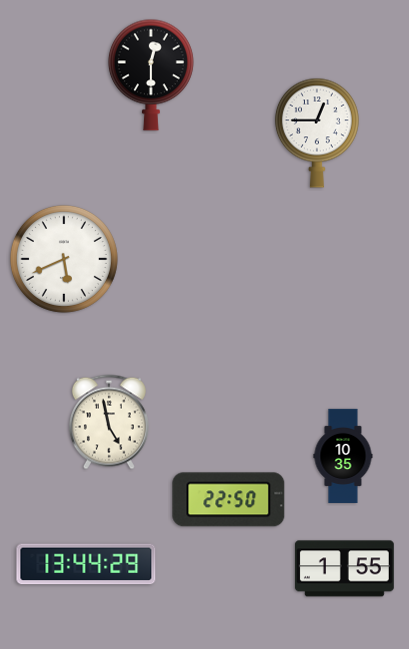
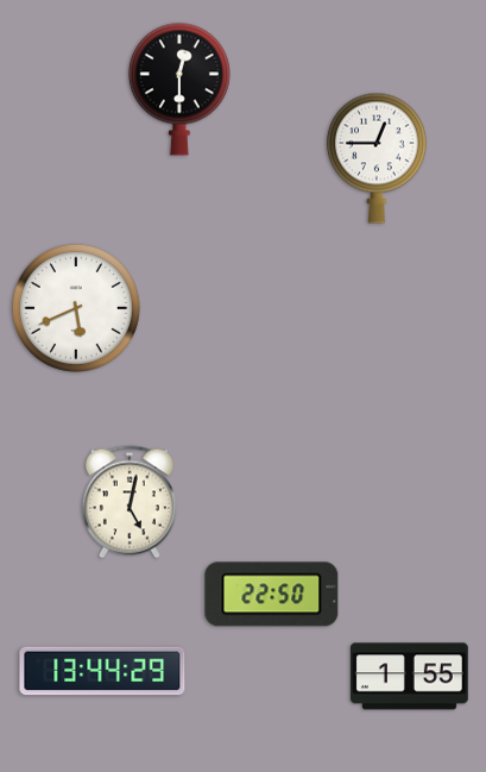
clock at (109, 422): 4:58 -> 5:02
clock at (343, 455): 10:35 -> none
